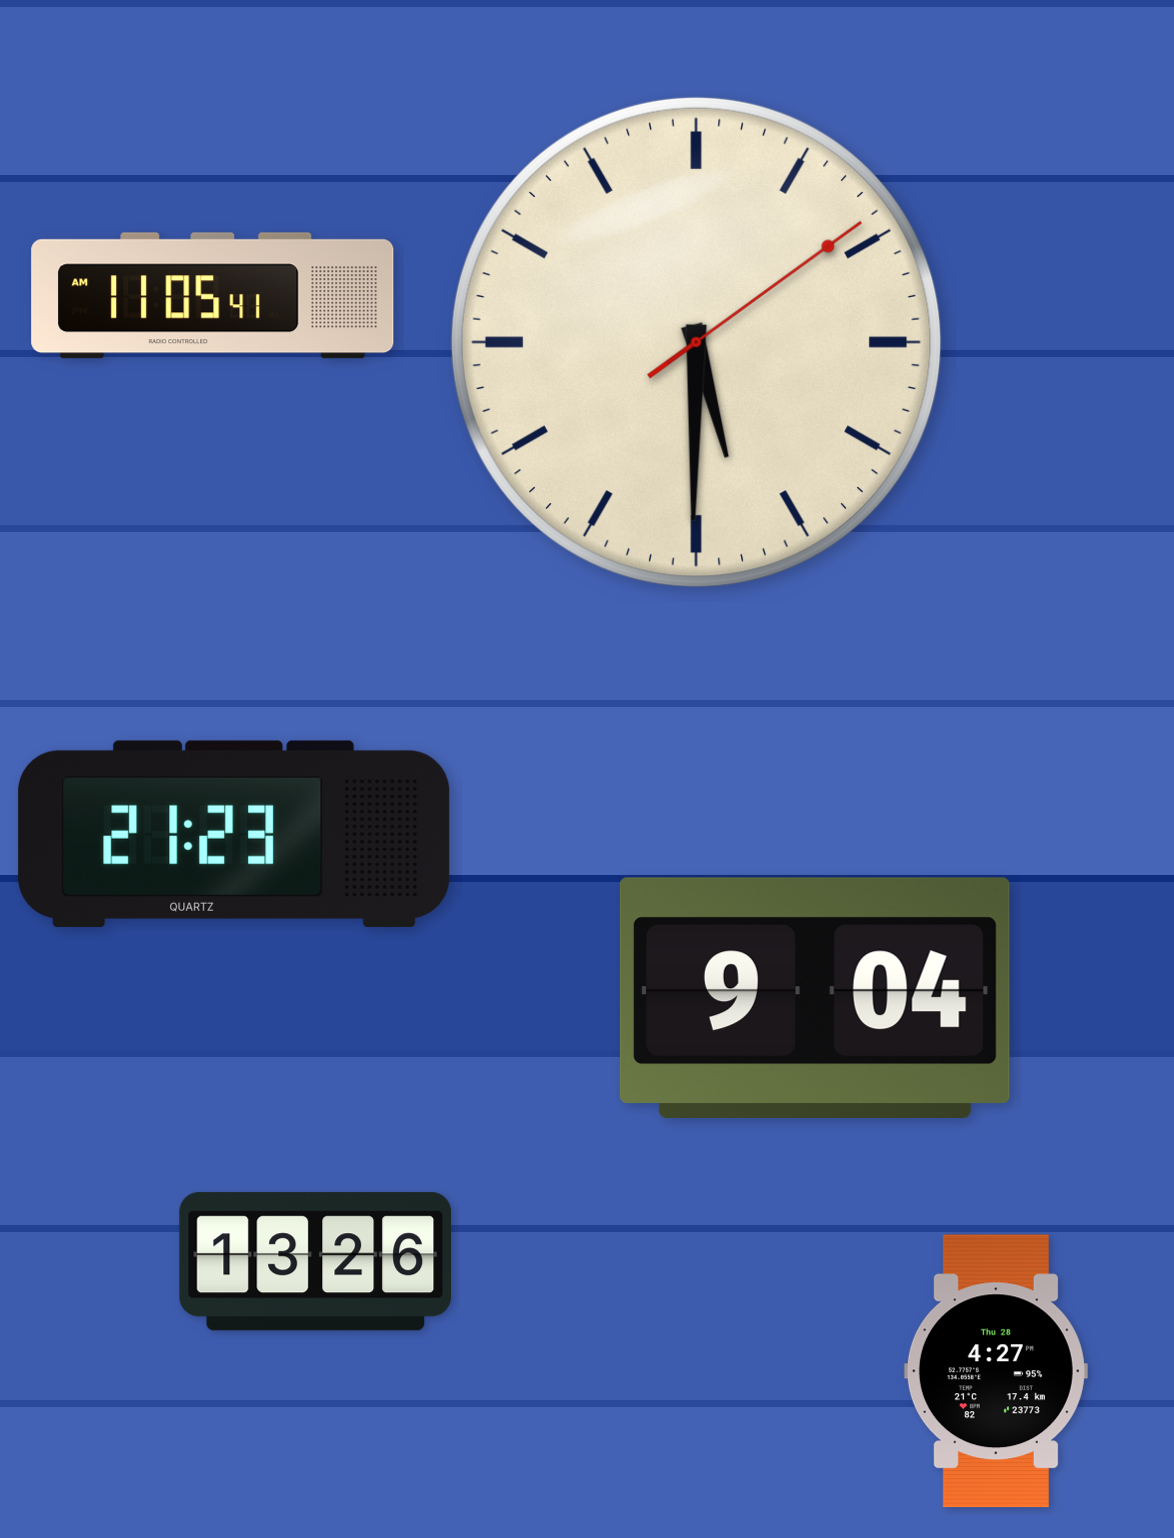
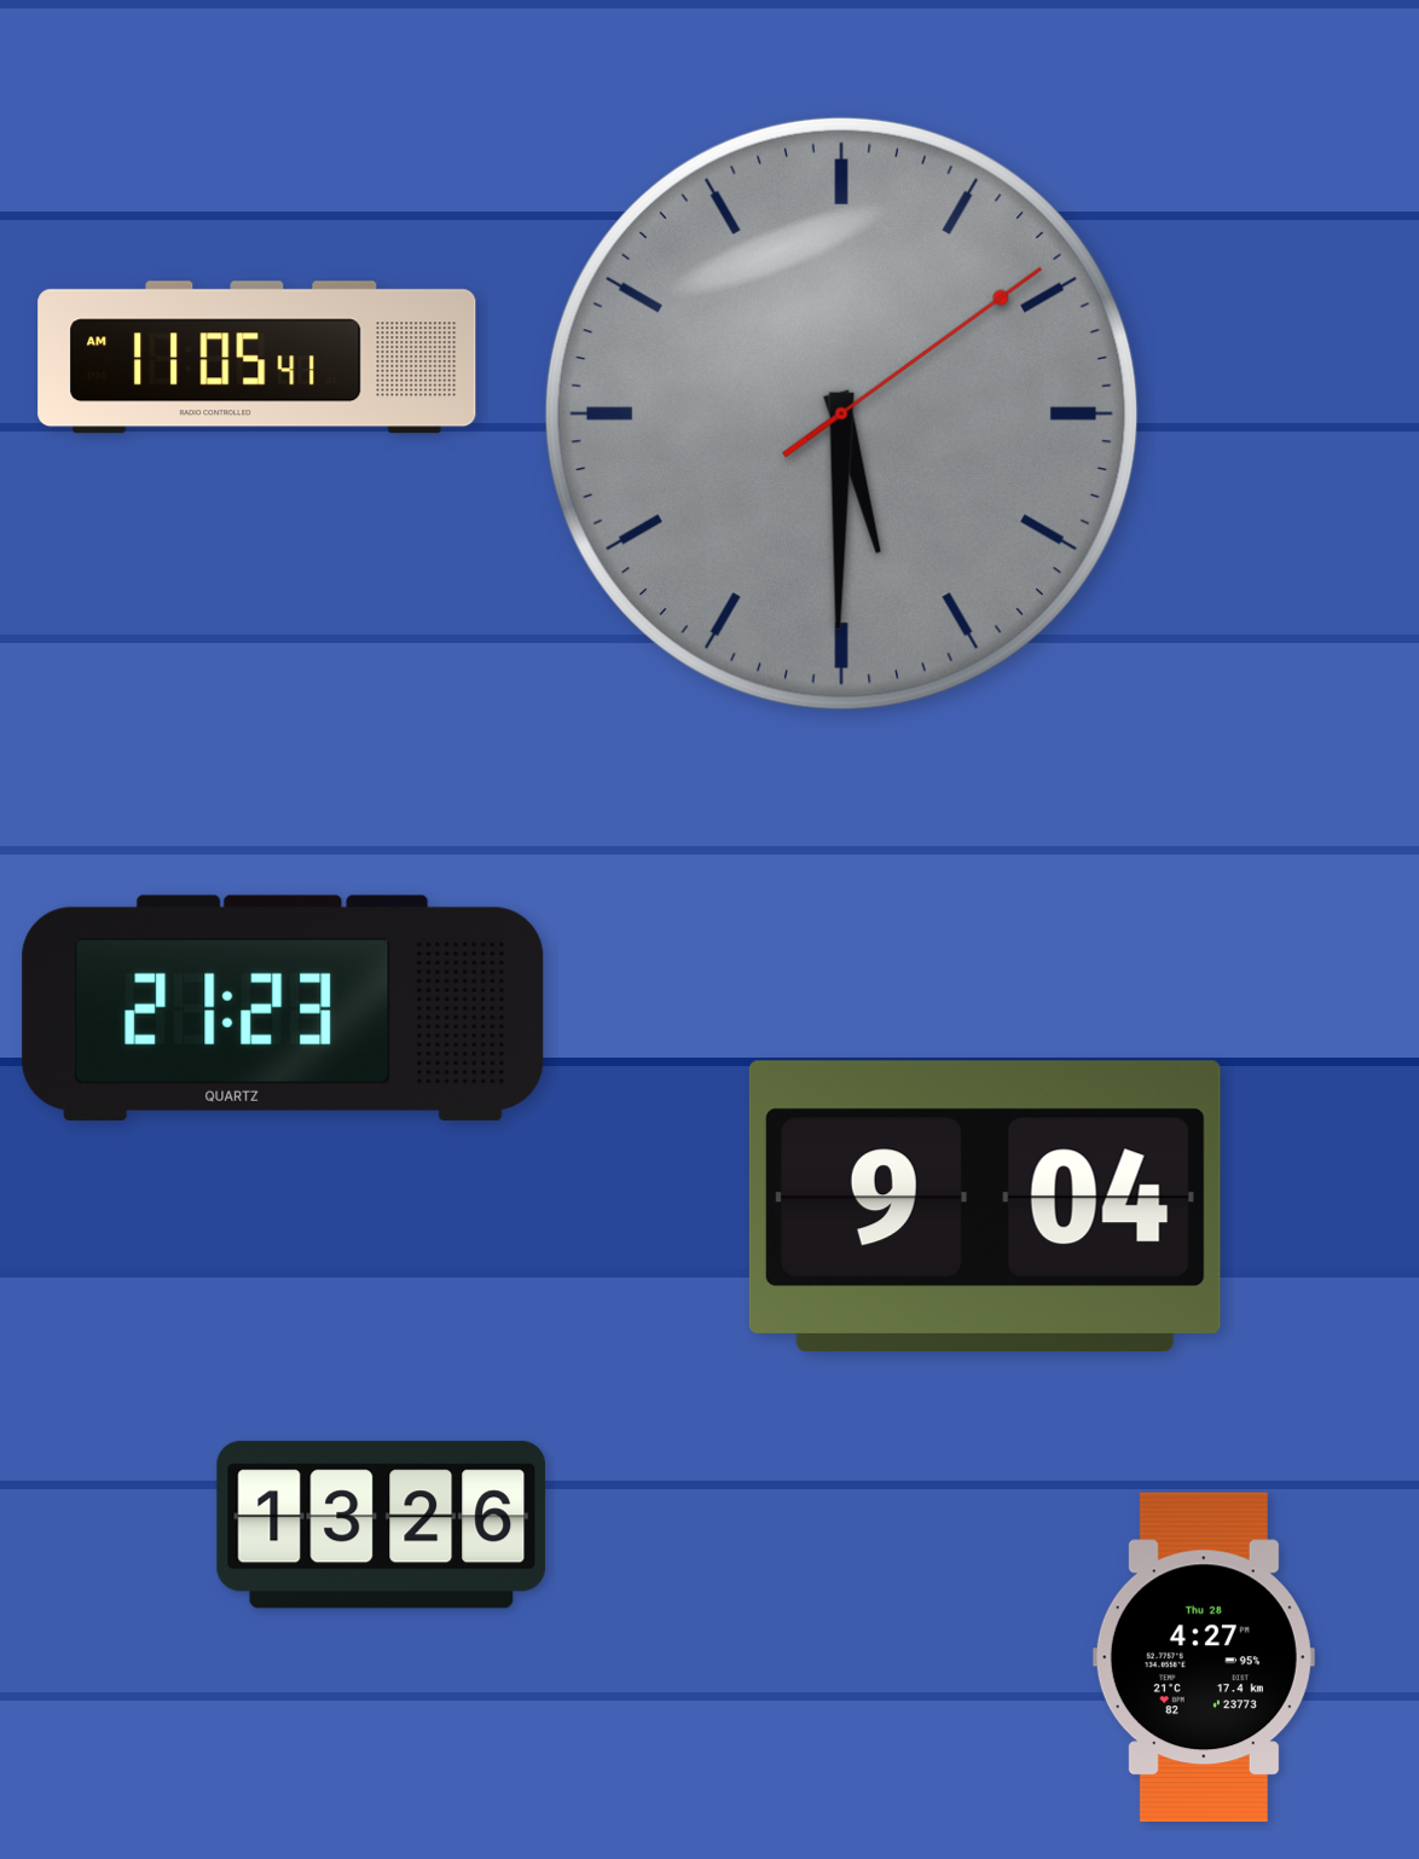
clock at (696, 342) dial: cream -> grey
